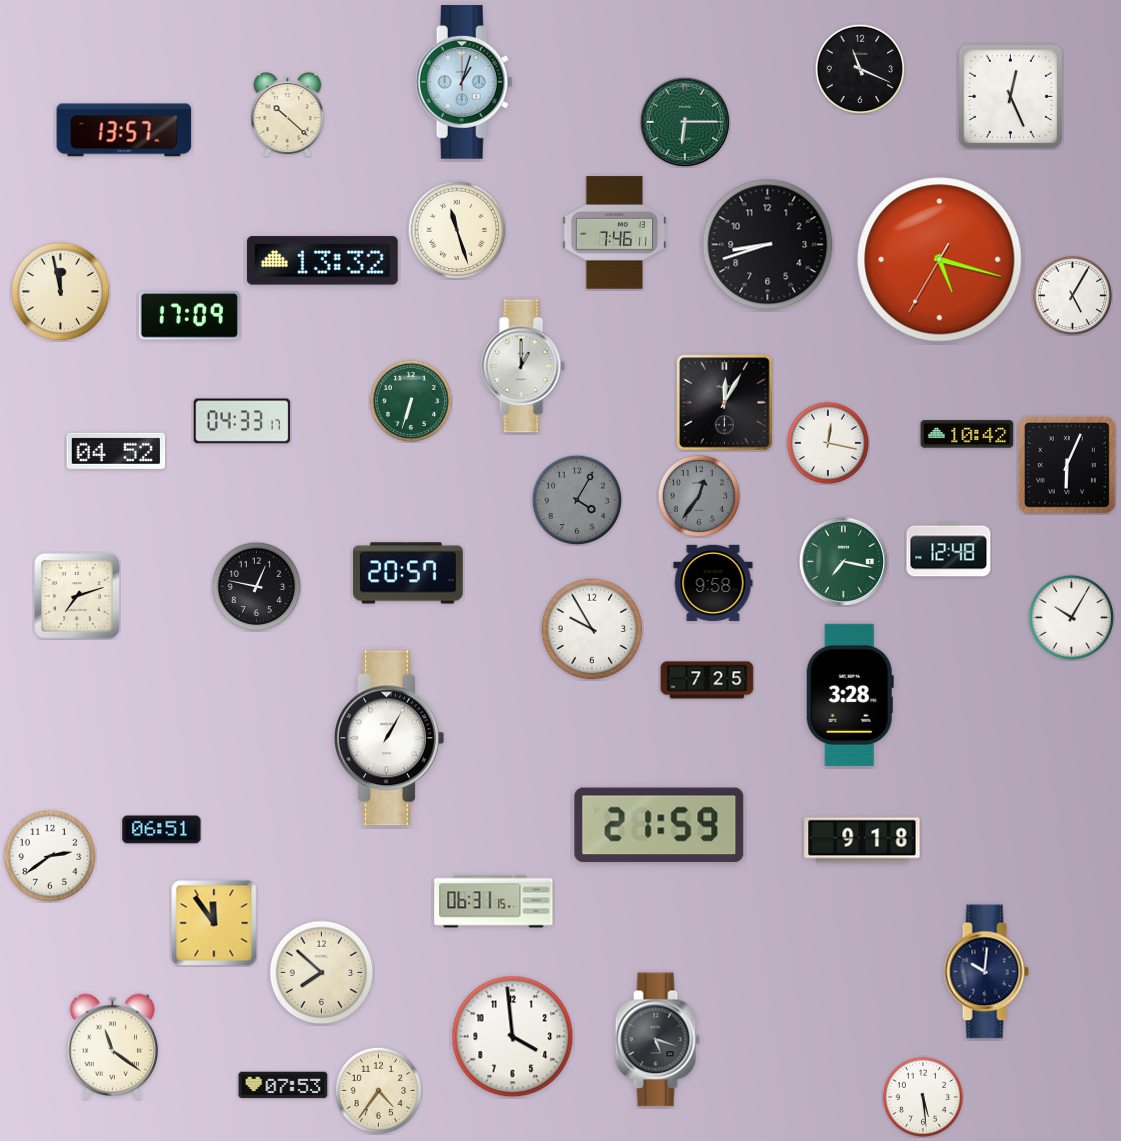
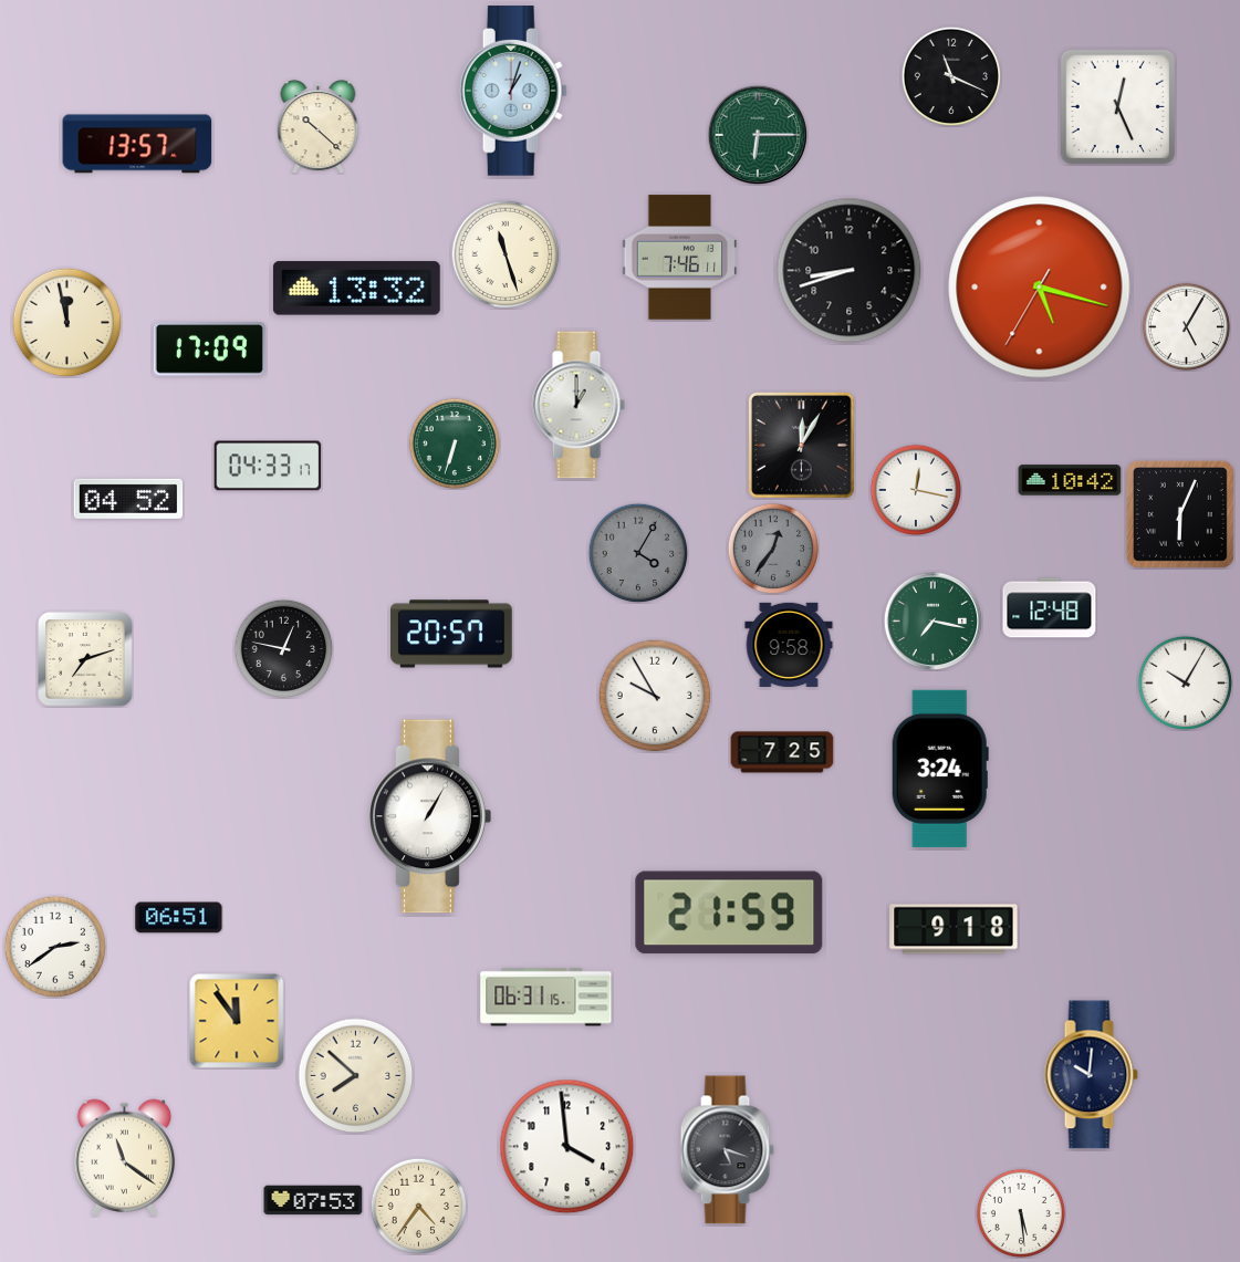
clock at (850, 695): 3:28 -> 3:24
